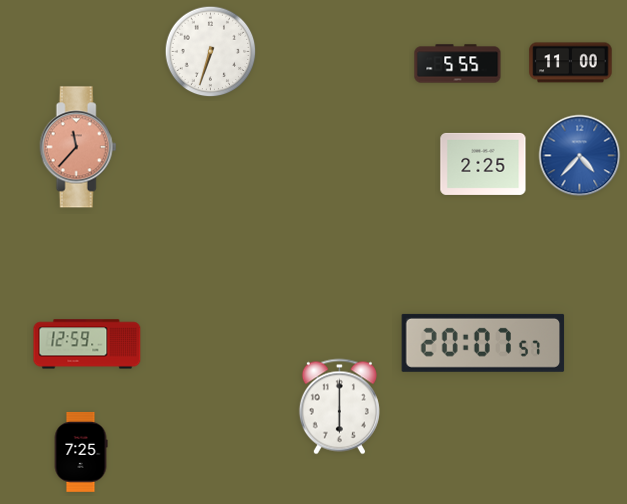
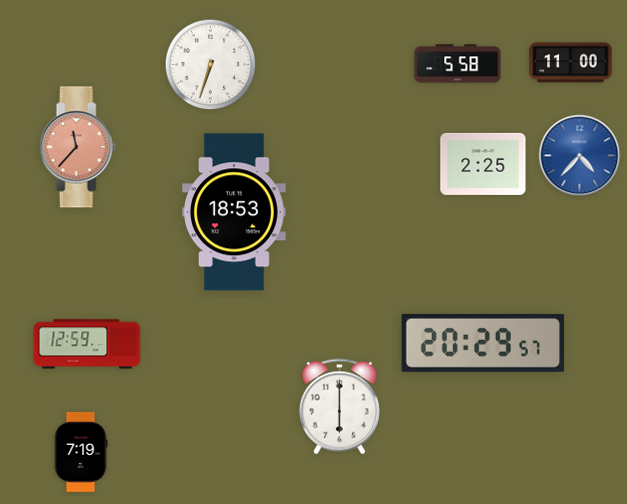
clock at (211, 52) position: (211, 52) -> (211, 65)
clock at (458, 64): 5:55 -> 5:58
clock at (235, 212): none -> 18:53
clock at (483, 343): 20:07 -> 20:29
clock at (81, 452): 7:25 -> 7:19
